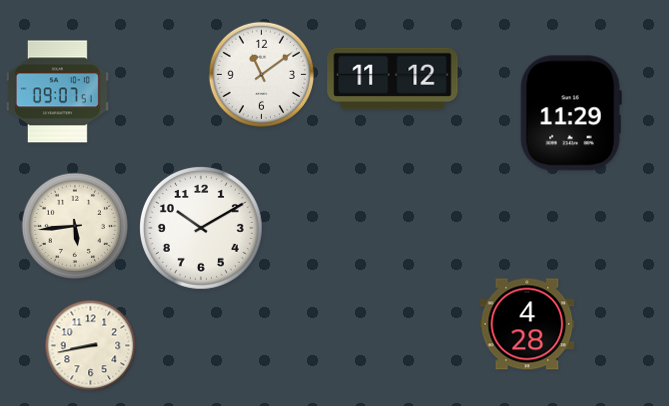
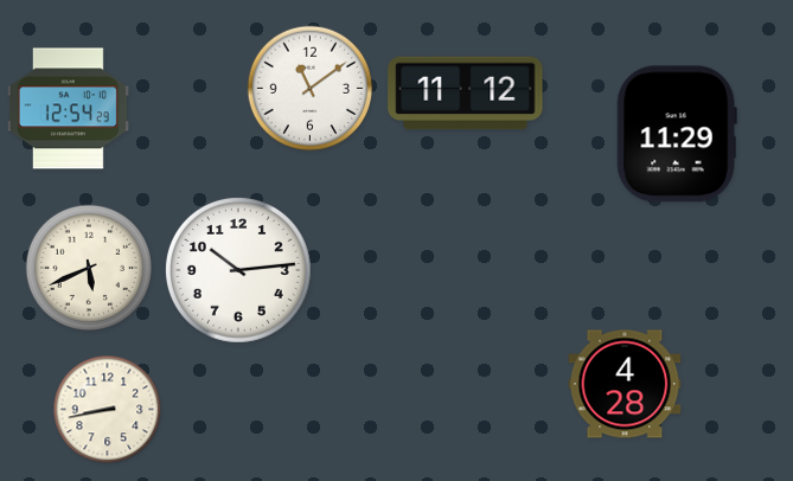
clock at (57, 92): 09:07 -> 12:54
clock at (74, 225): 5:44 -> 5:41
clock at (201, 228): 10:10 -> 10:14
